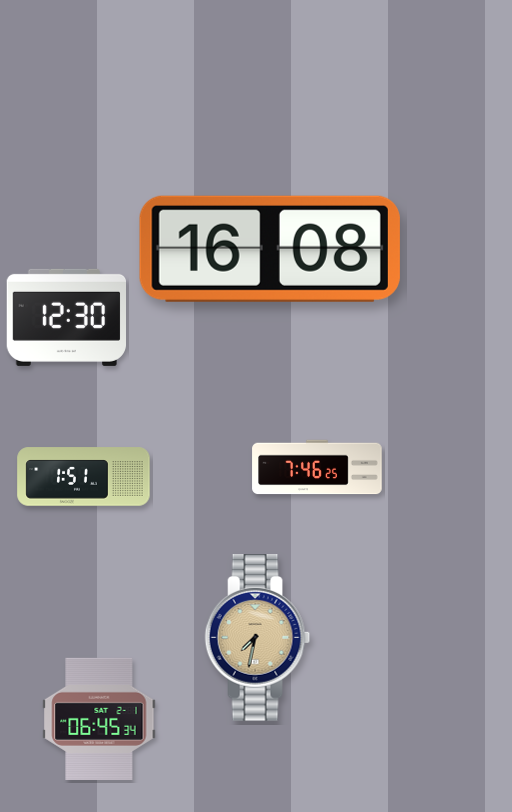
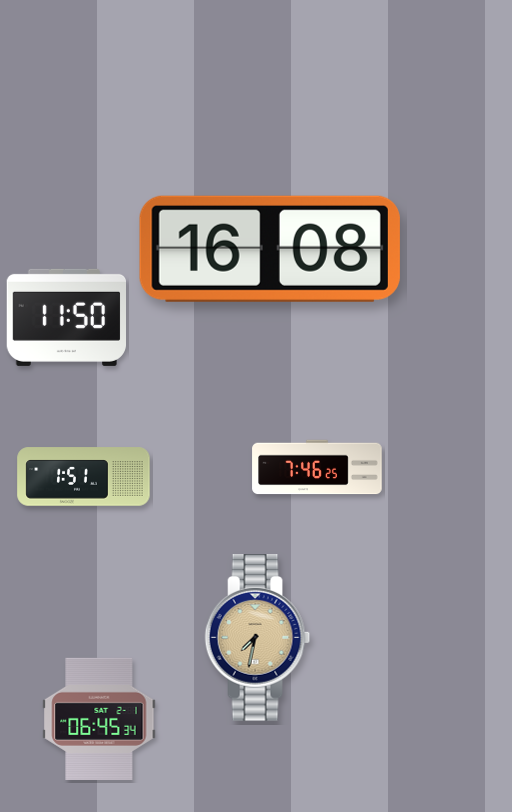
clock at (67, 317): 12:30 -> 11:50
